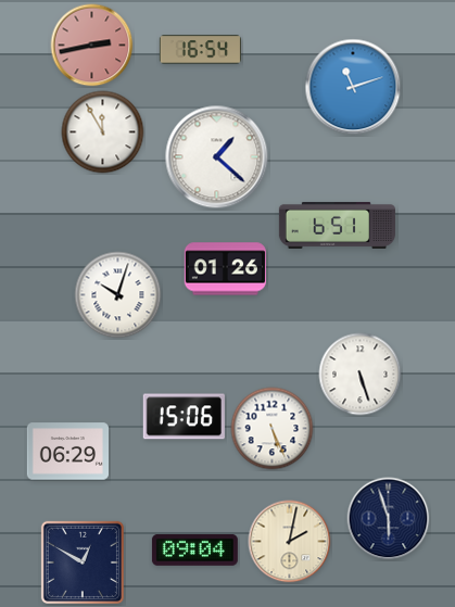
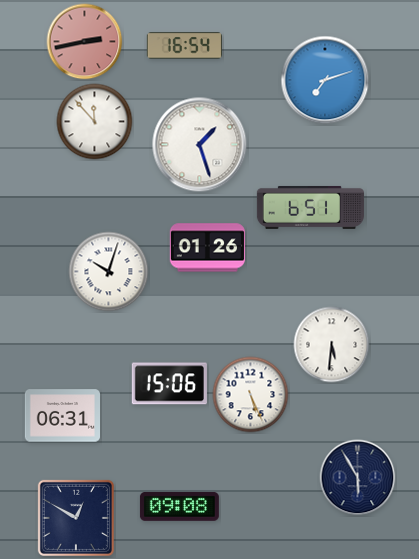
clock at (353, 87): 11:12 -> 7:12
clock at (103, 132): 11:55 -> 11:53
clock at (217, 157): 1:22 -> 1:27
clock at (361, 375): 5:27 -> 5:31
clock at (67, 452): 06:29 -> 06:31
clock at (389, 519): 5:57 -> 5:55
clock at (290, 542): 2:02 -> none
clock at (194, 551): 09:04 -> 09:08
